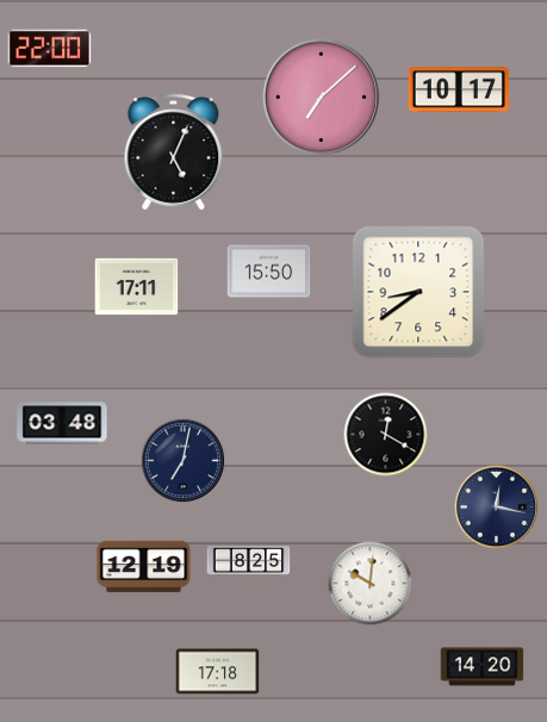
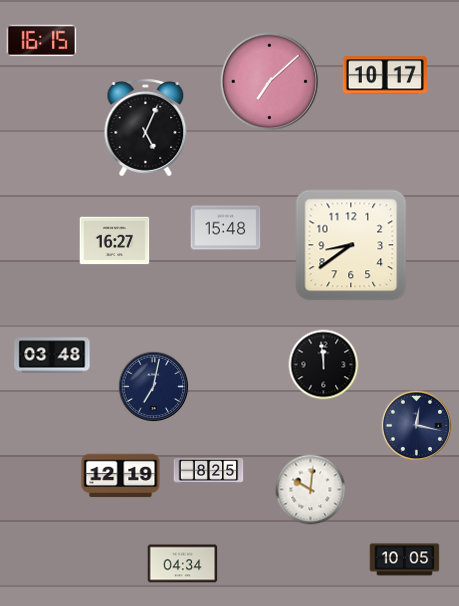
clock at (50, 49): 22:00 -> 16:15
clock at (269, 272): 15:50 -> 15:48
clock at (137, 287): 17:11 -> 16:27
clock at (386, 435): 12:20 -> 11:59
clock at (483, 667): 14:20 -> 10:05
clock at (218, 672): 17:18 -> 04:34
